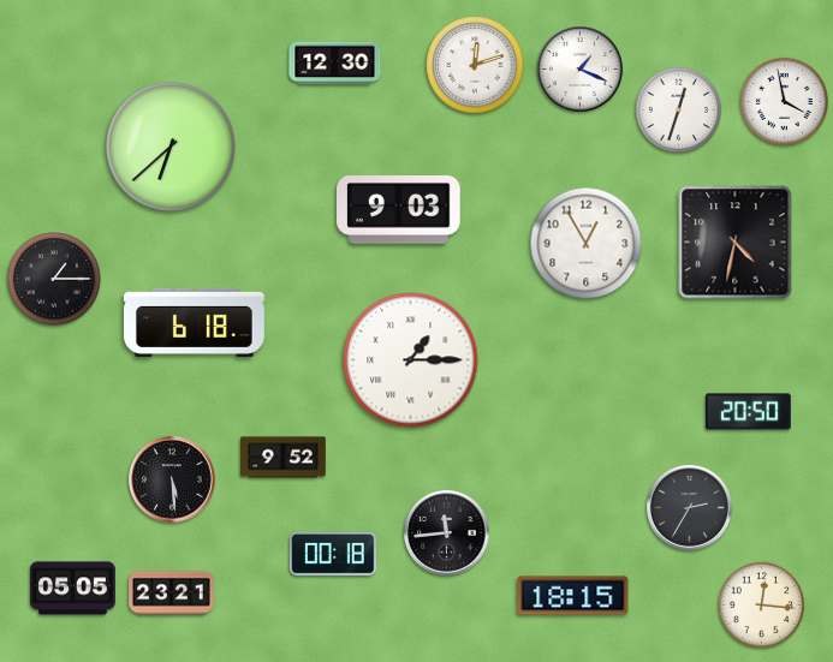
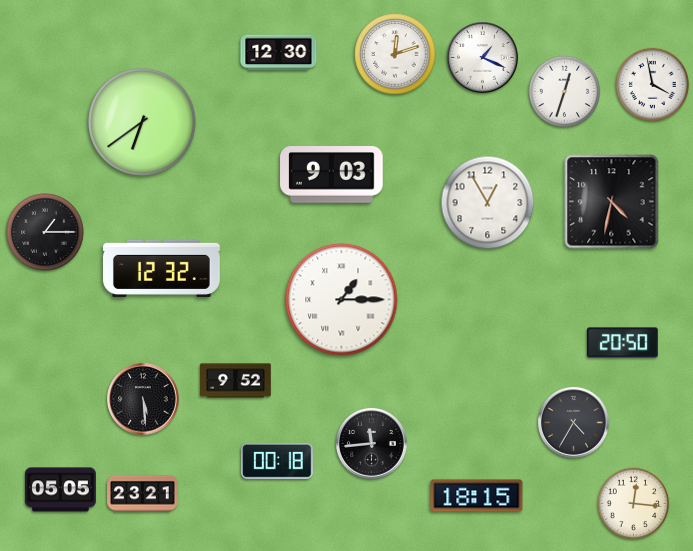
clock at (172, 148): 6:38 -> 6:39
clock at (194, 322): 6:18 -> 12:32
clock at (690, 508): 2:35 -> 4:35
